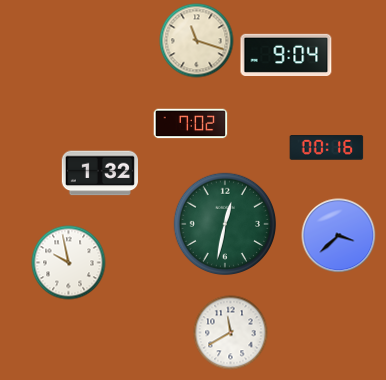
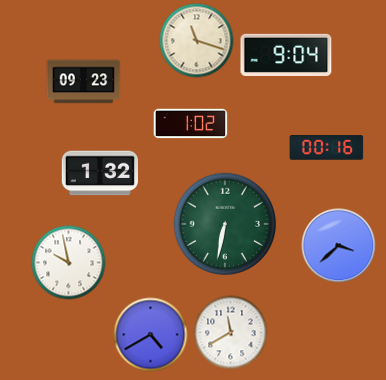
clock at (84, 82): none -> 09:23
clock at (191, 124): 7:02 -> 1:02
clock at (224, 223): 12:32 -> 6:32
clock at (339, 236) position: (339, 236) -> (339, 246)
clock at (151, 335): none -> 4:40
